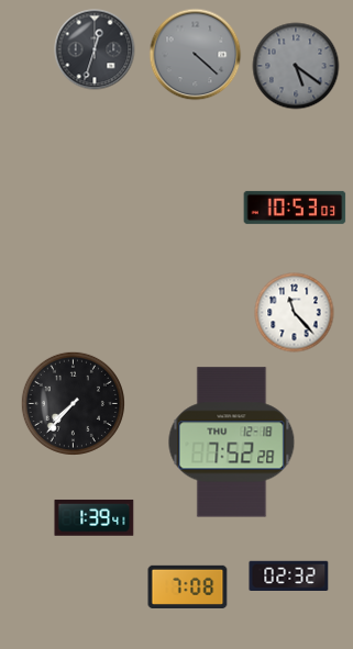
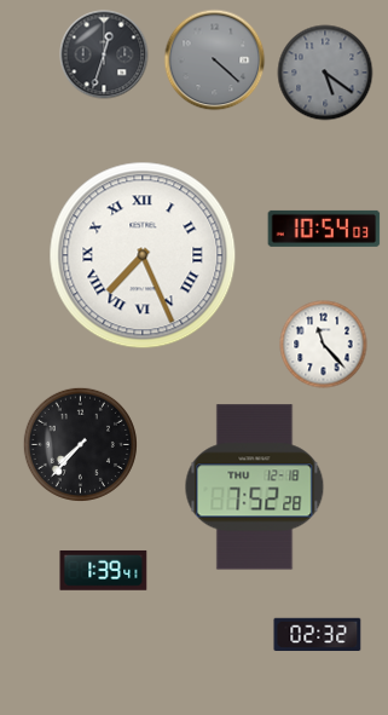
clock at (295, 208): 10:53 -> 10:54
clock at (143, 255): none -> 7:26
clock at (188, 586): 7:08 -> none
